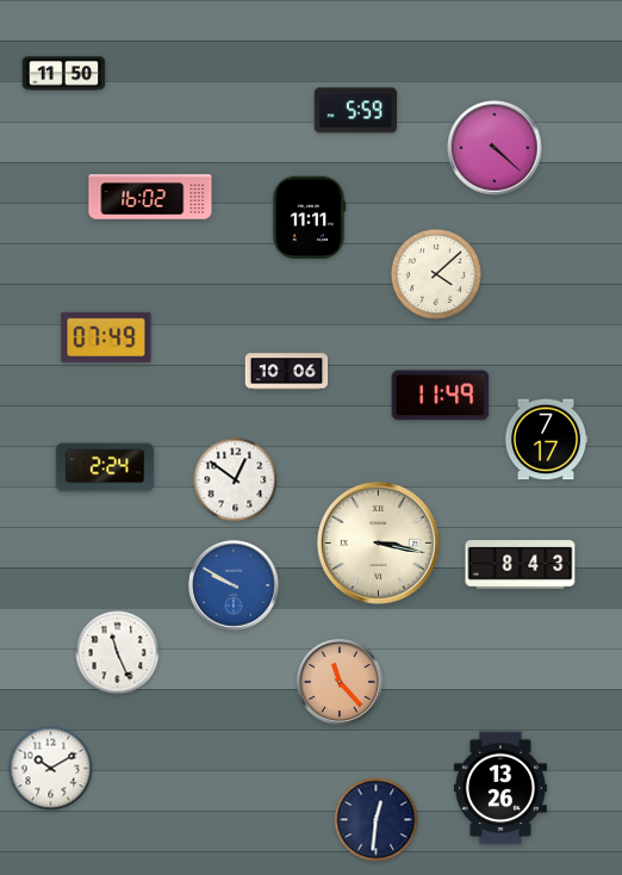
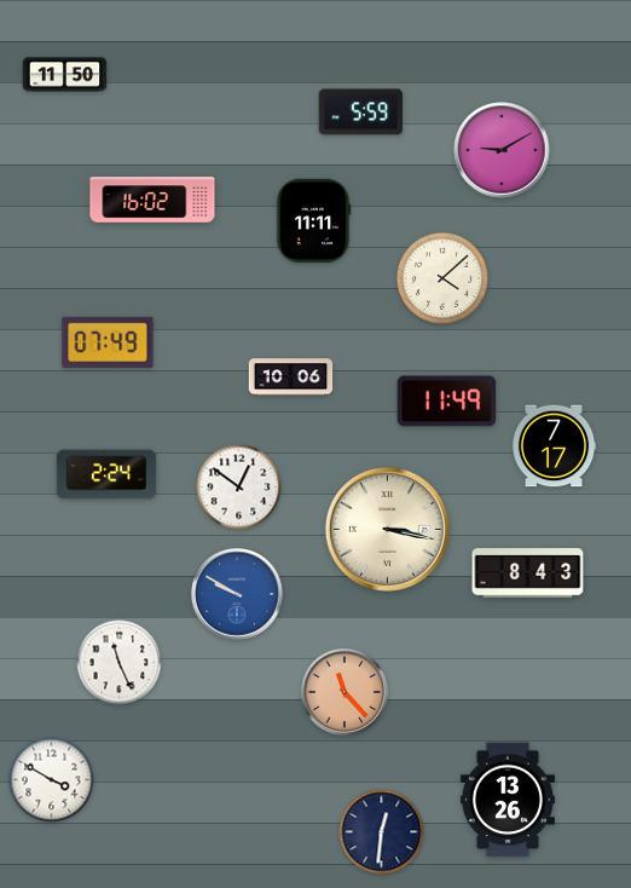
clock at (495, 148): 4:22 -> 9:10
clock at (378, 542) position: (378, 542) -> (387, 529)
clock at (51, 769): 10:10 -> 3:50
